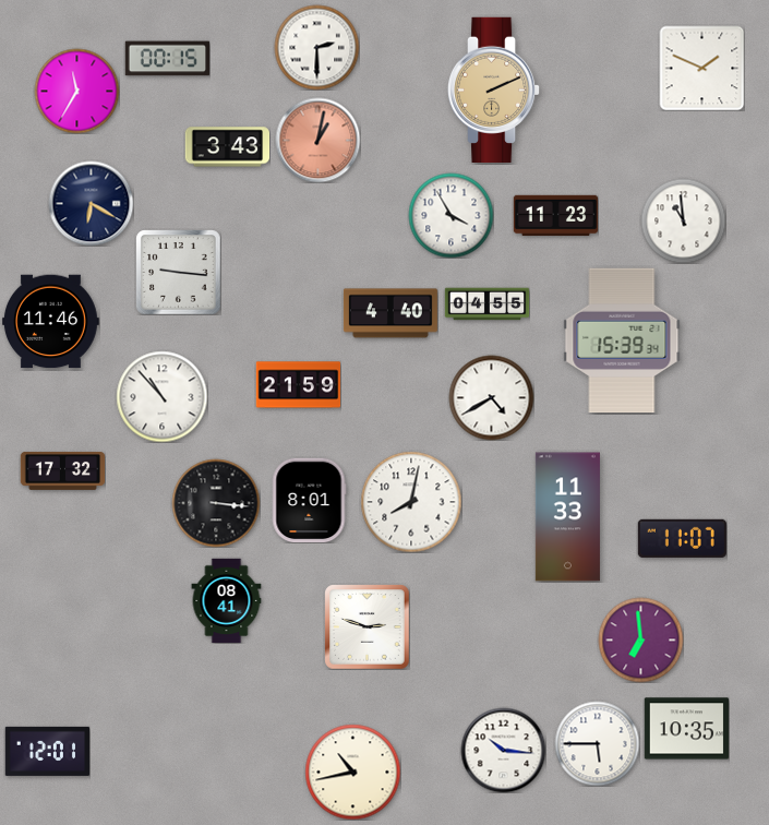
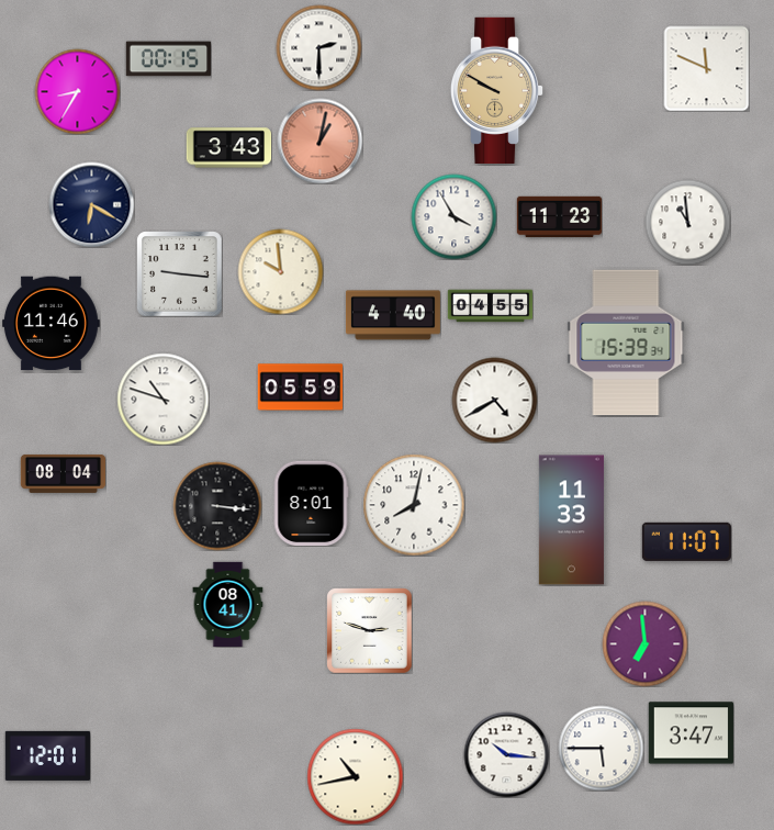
clock at (701, 68): 1:49 -> 11:49
clock at (494, 89): 2:11 -> 9:50
clock at (76, 91): 11:35 -> 8:35
clock at (280, 271): none -> 9:59
clock at (298, 385): 21:59 -> 05:59
clock at (161, 396): 10:53 -> 10:48
clock at (62, 470): 17:32 -> 08:04
clock at (686, 729): 10:35 -> 3:47
